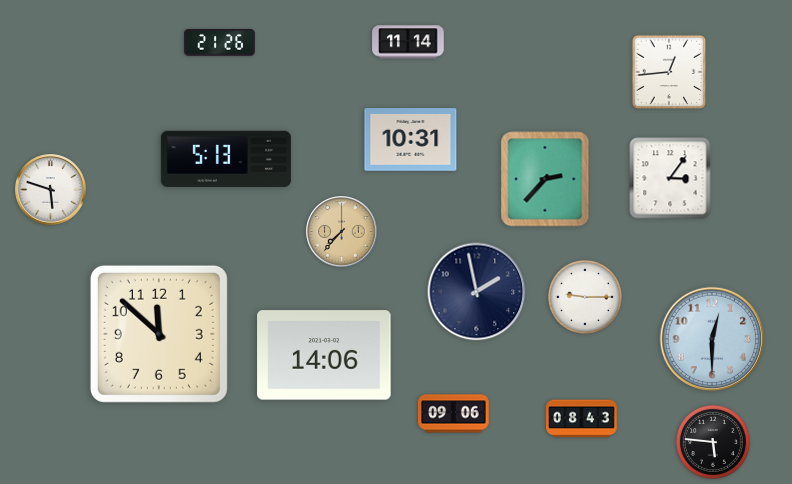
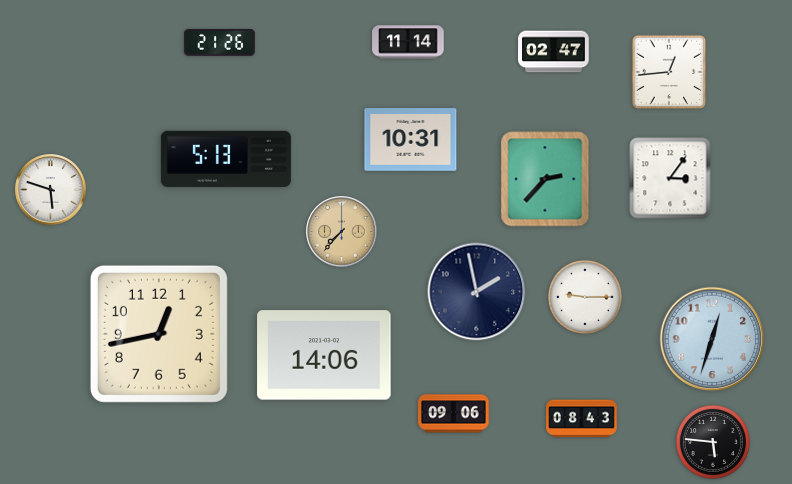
clock at (554, 52): none -> 02:47
clock at (159, 334): 11:52 -> 12:43
clock at (712, 339): 12:30 -> 12:33
